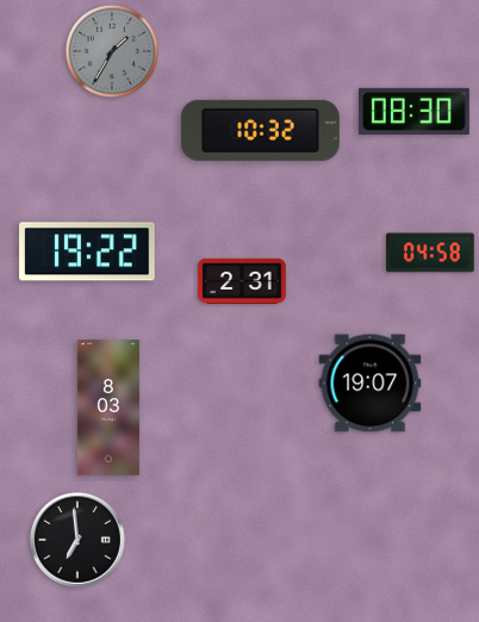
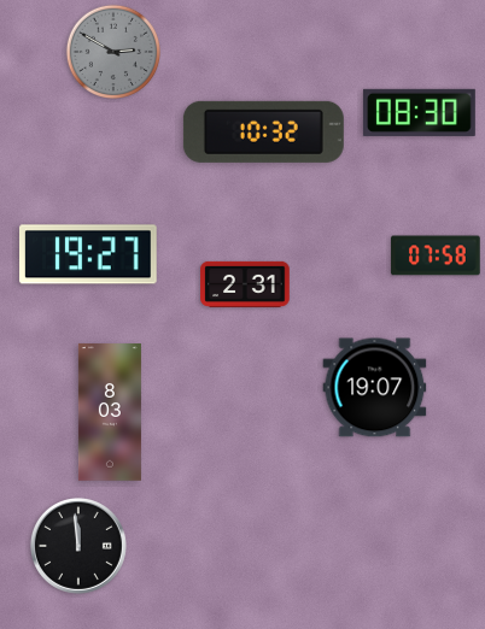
clock at (111, 50): 1:35 -> 2:50
clock at (88, 251): 19:22 -> 19:27
clock at (430, 253): 04:58 -> 07:58
clock at (77, 540): 6:59 -> 11:59
